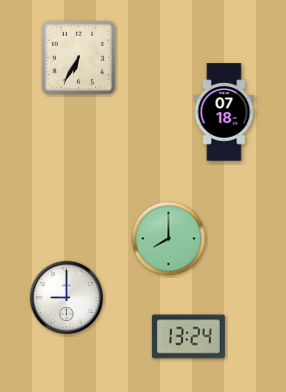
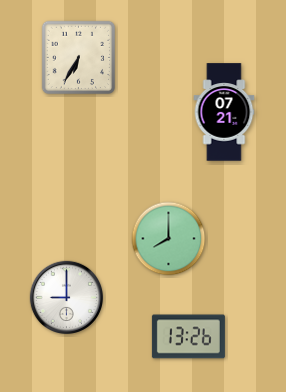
clock at (224, 112): 07:18 -> 07:21
clock at (188, 337): 13:24 -> 13:26
